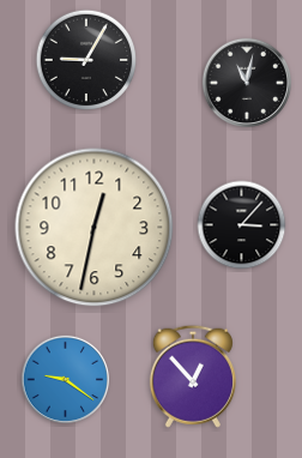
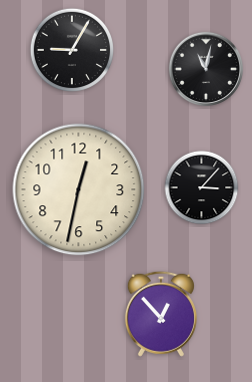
clock at (66, 380): 9:21 -> none
